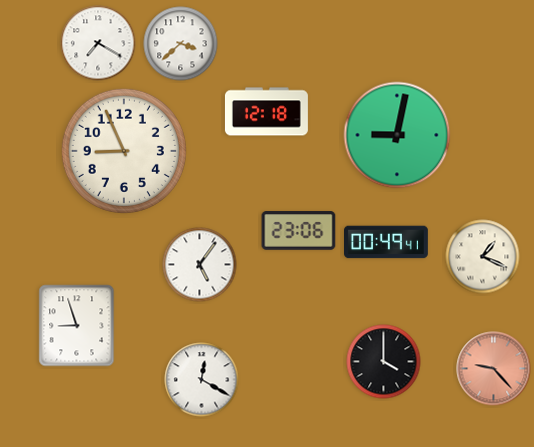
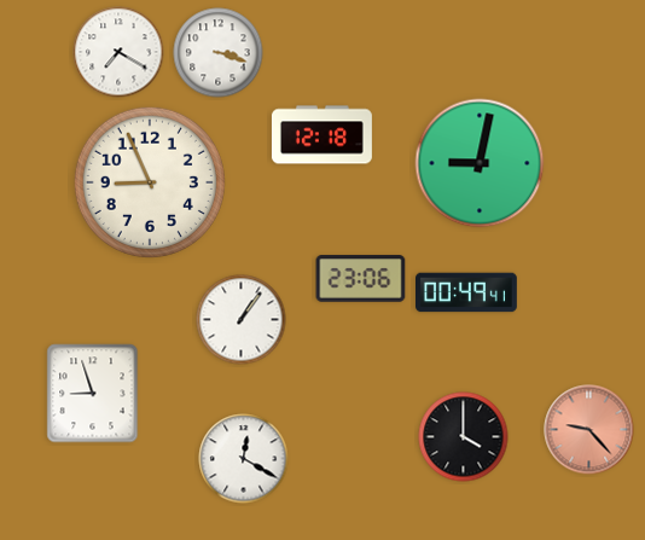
clock at (181, 44): 3:38 -> 3:18
clock at (483, 257): 1:19 -> none
clock at (200, 265): 5:06 -> 1:06
clock at (494, 369) position: (494, 369) -> (589, 430)
